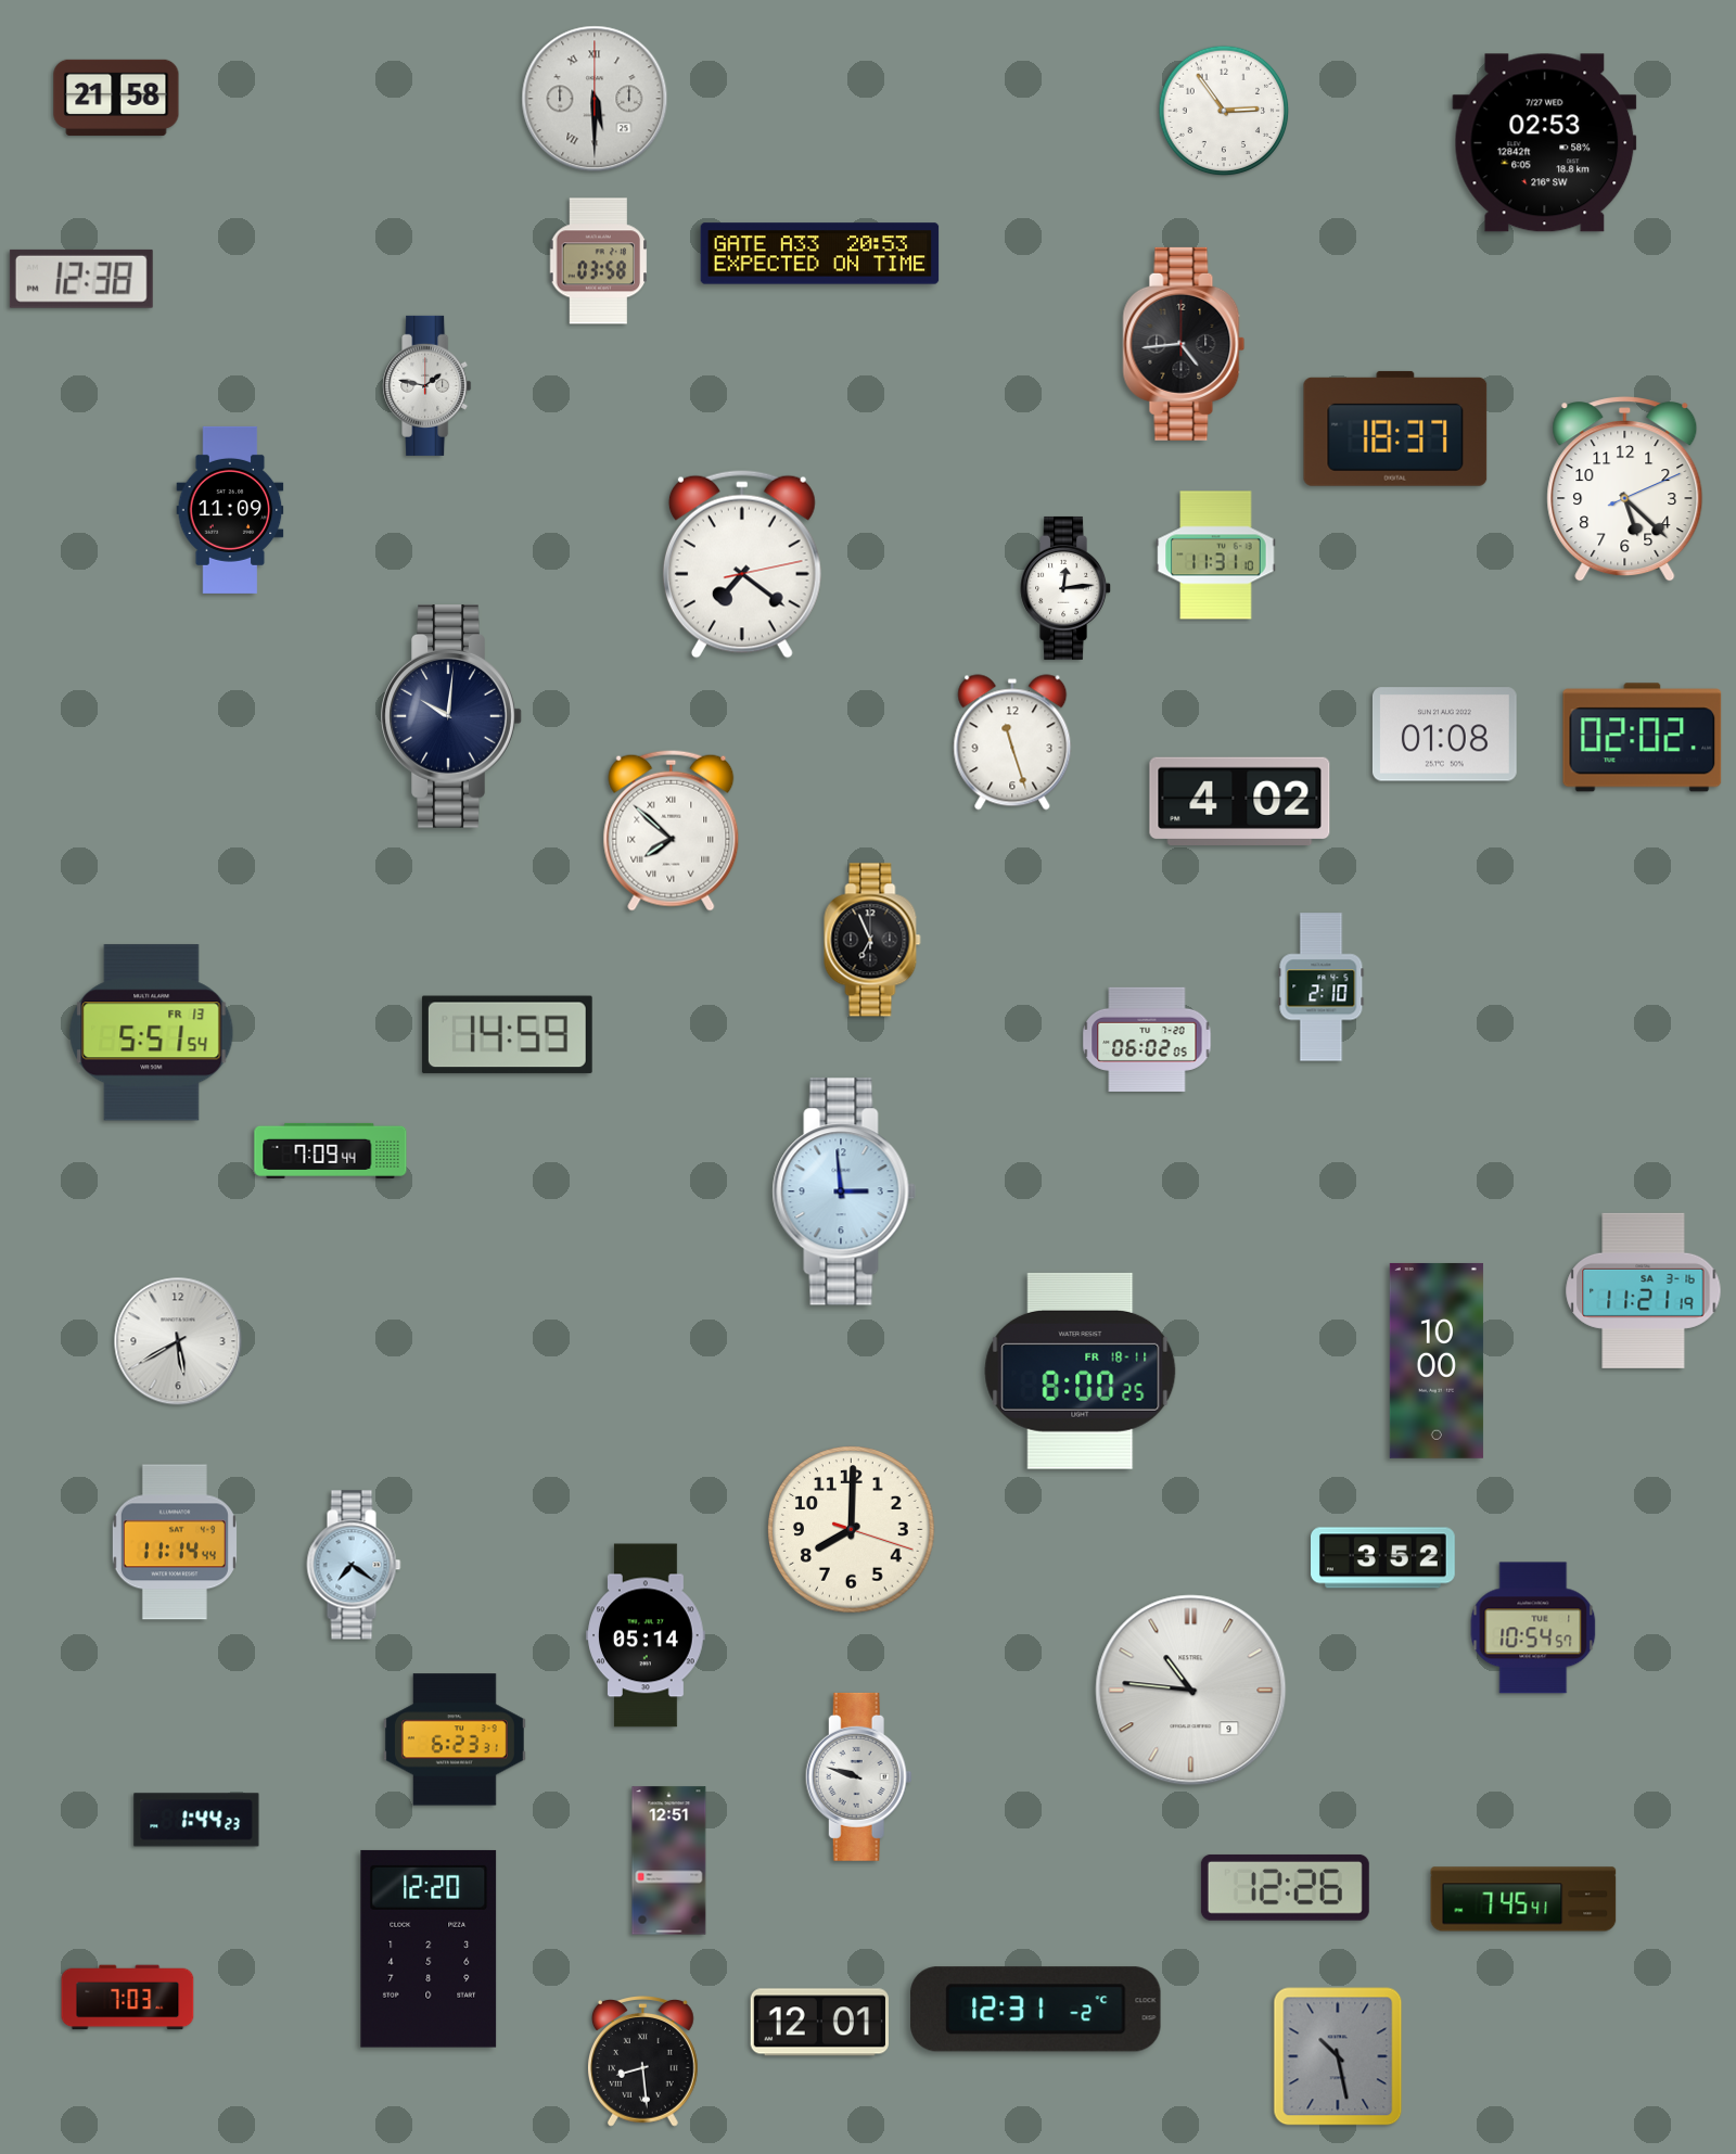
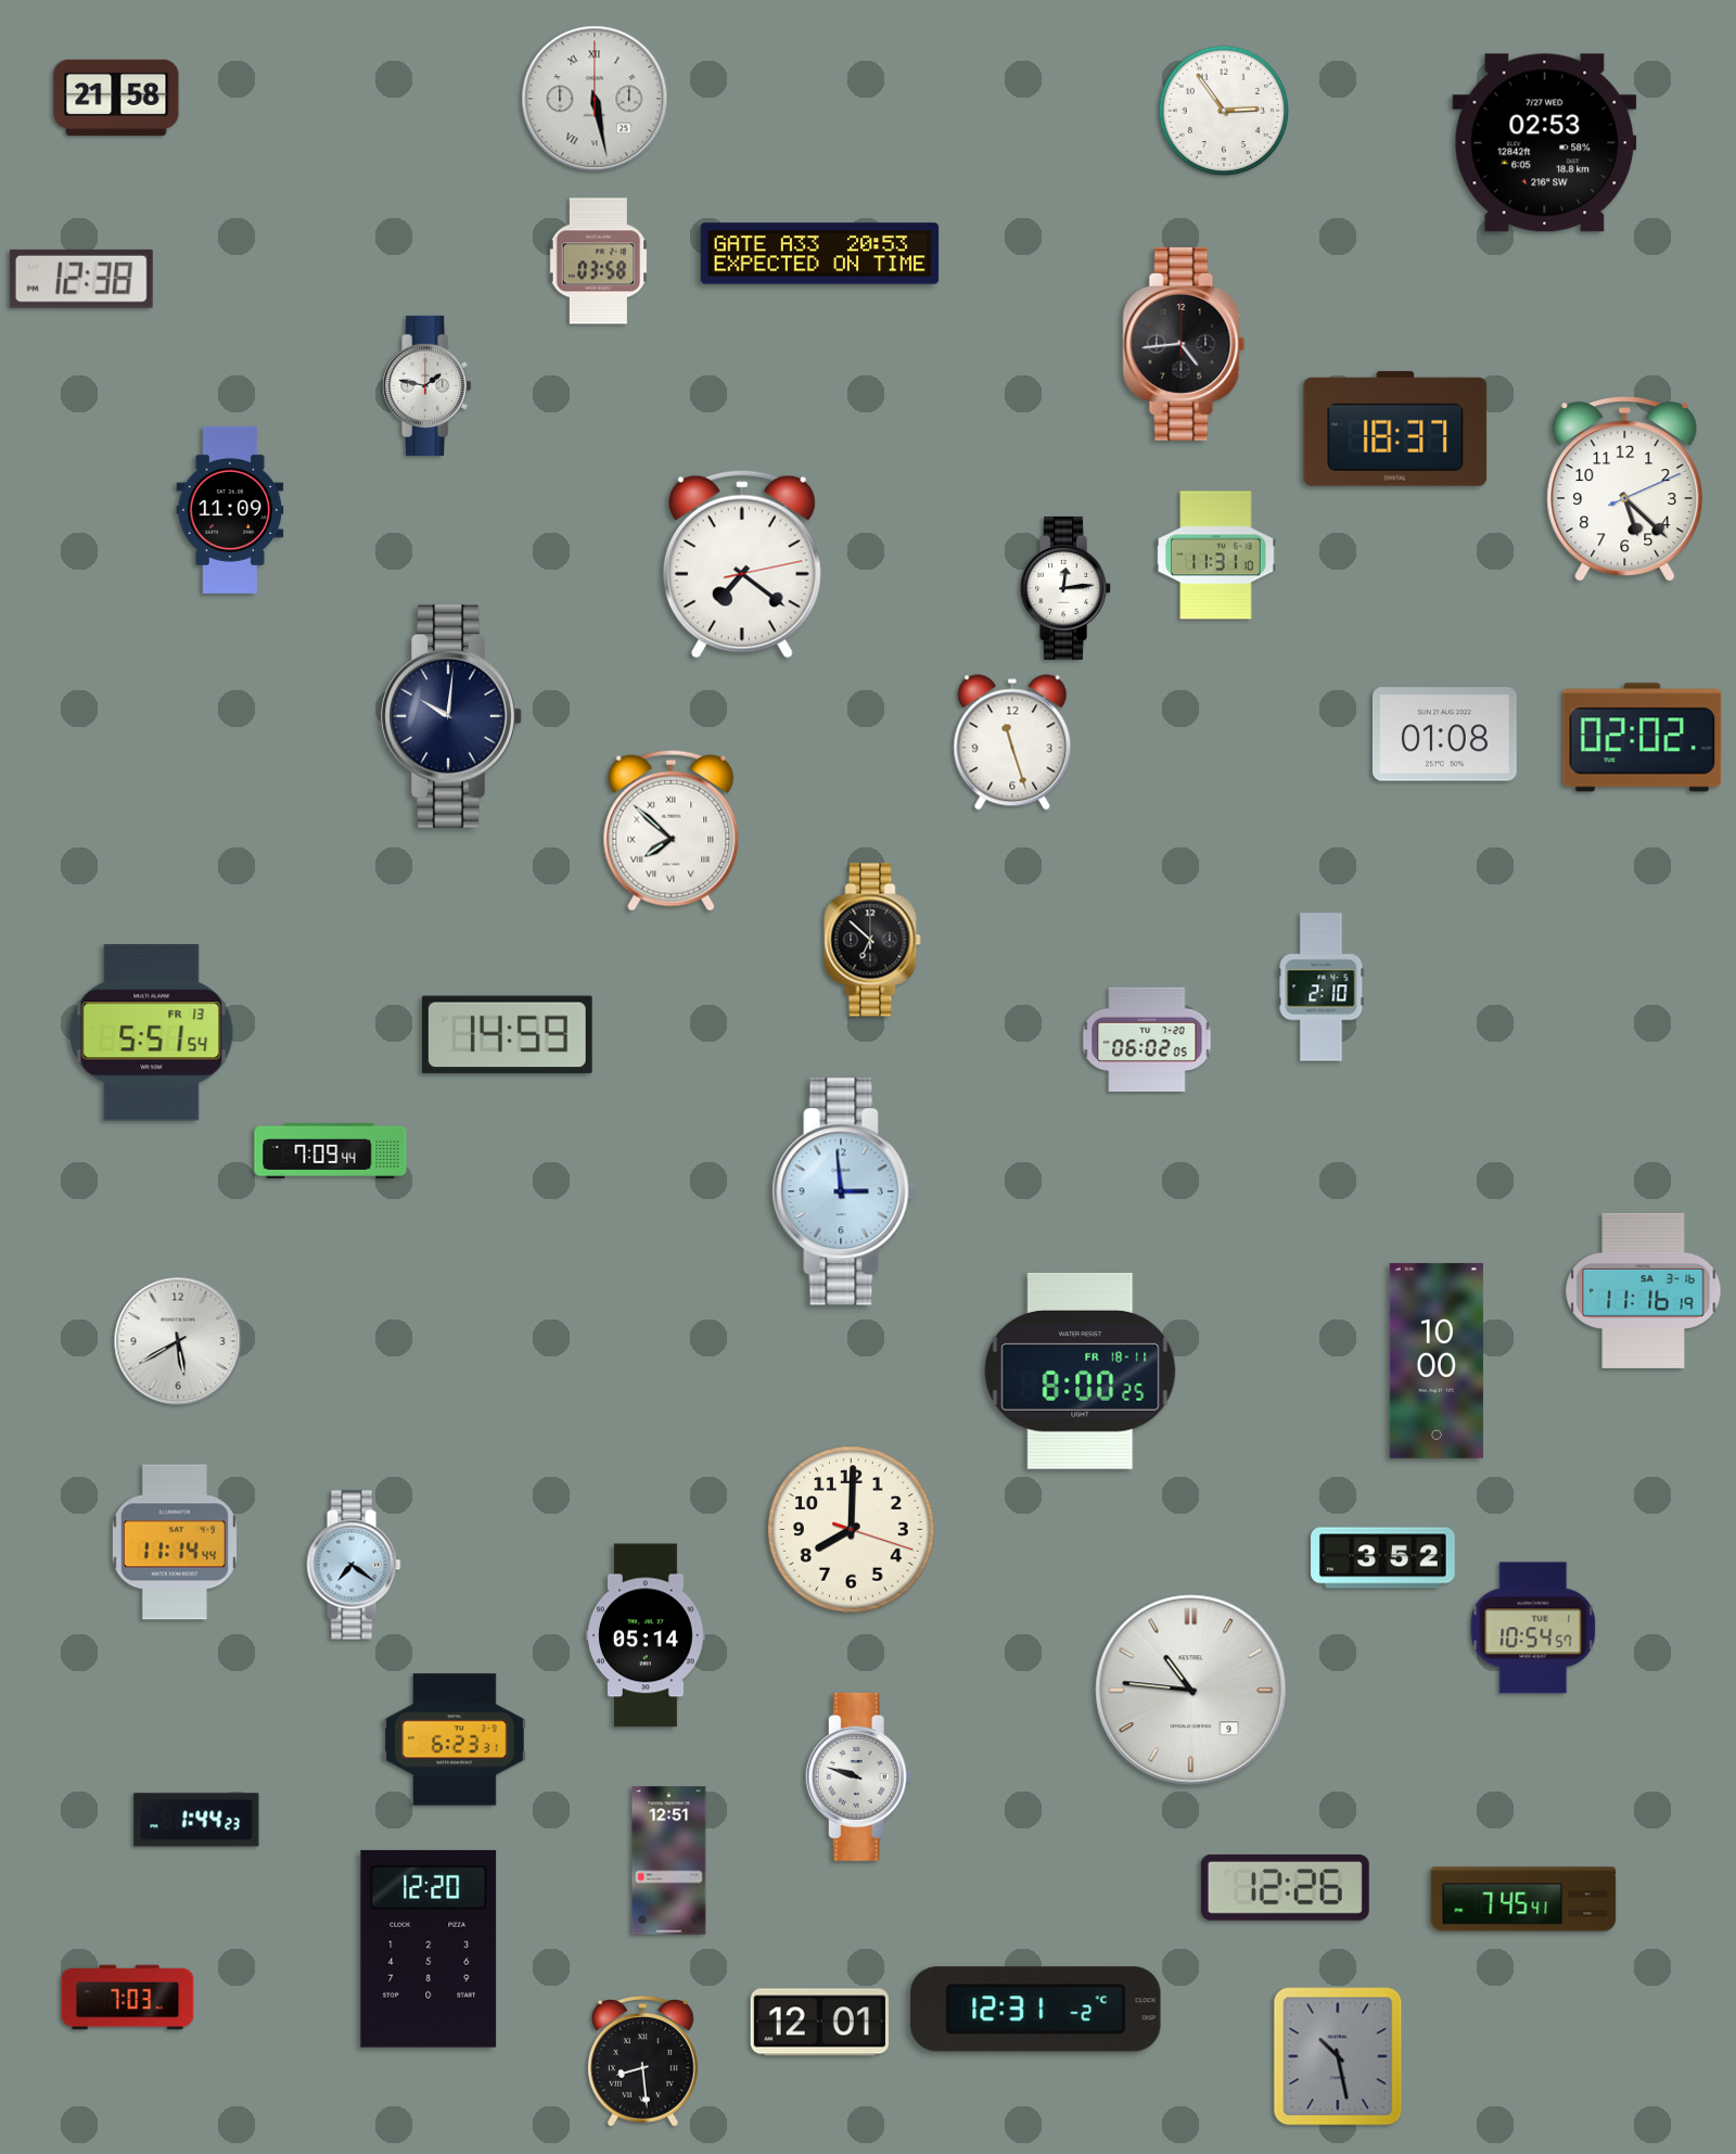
clock at (595, 99): 5:30 -> 5:28
clock at (1240, 802): 4:02 -> none
clock at (872, 940): 6:56 -> 6:52
clock at (1644, 1290): 11:21 -> 11:16
